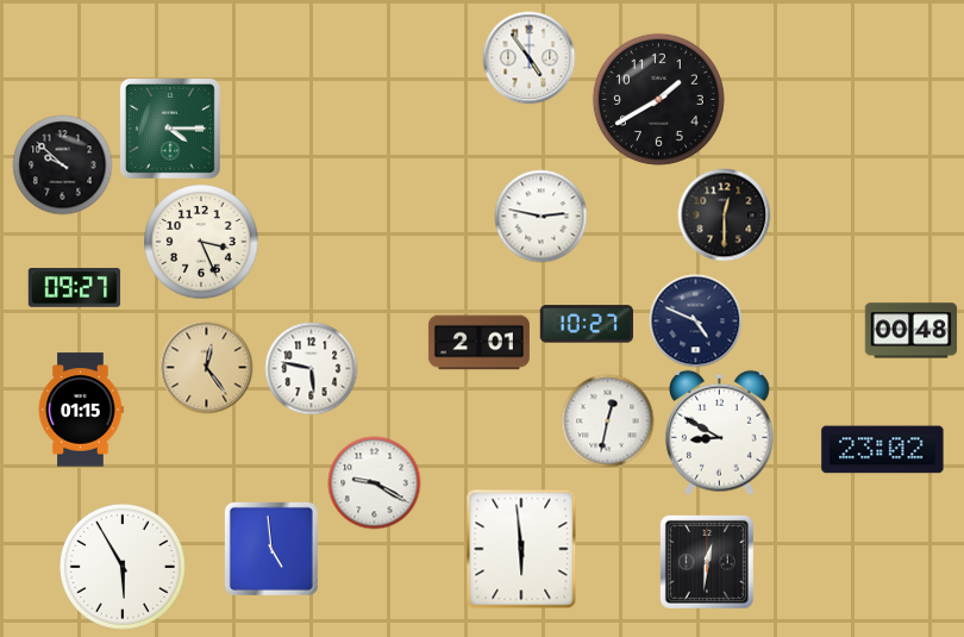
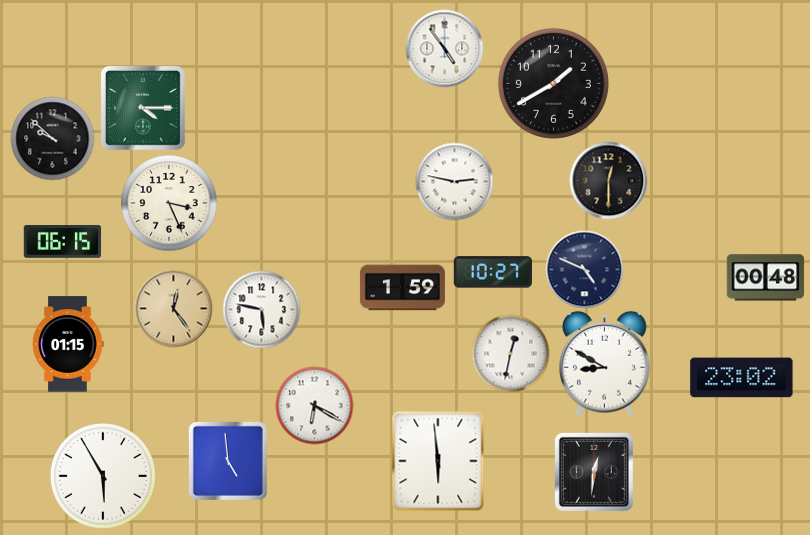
clock at (74, 288): 09:27 -> 06:15
clock at (478, 343): 2:01 -> 1:59
clock at (374, 482): 9:20 -> 6:20
